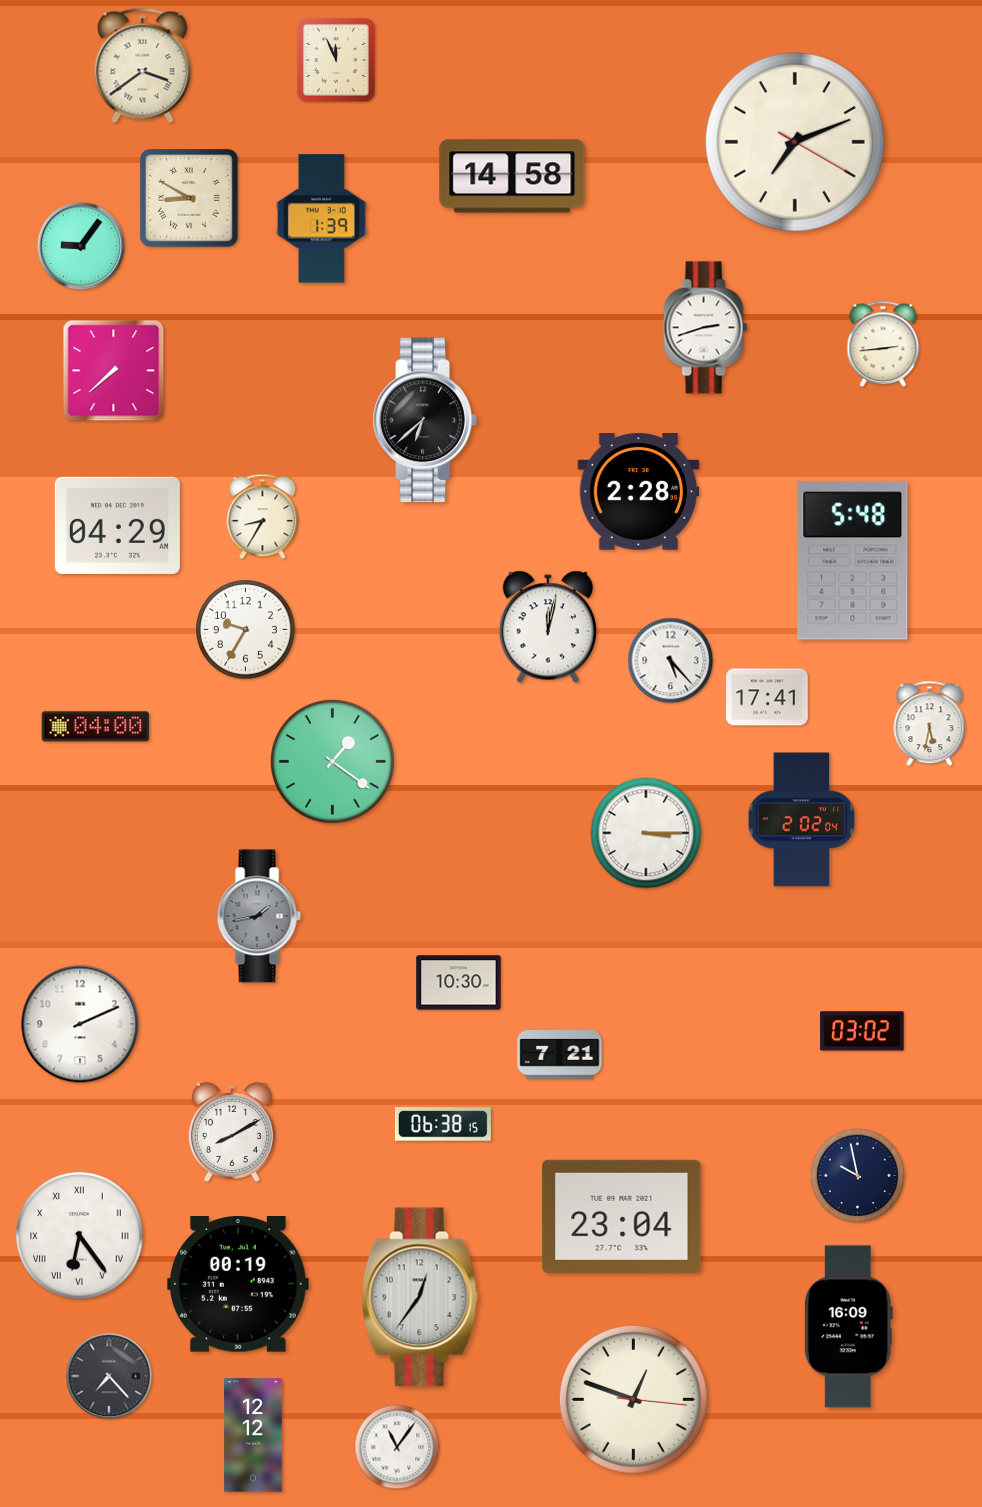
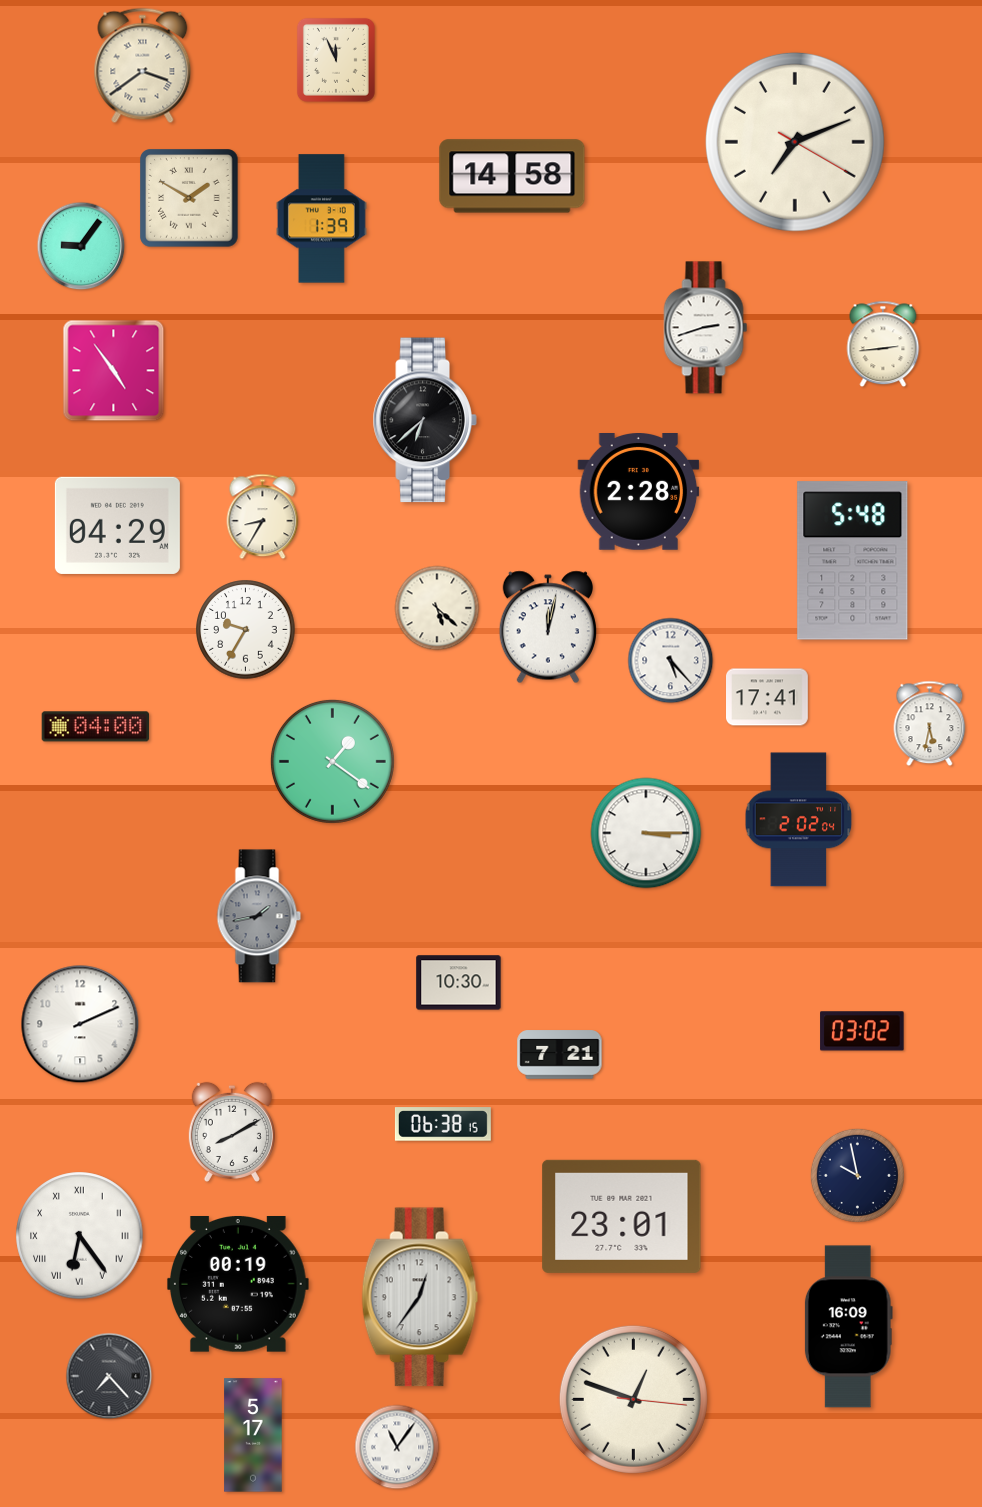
clock at (189, 198): 8:50 -> 1:50
clock at (114, 371): 7:38 -> 4:54
clock at (437, 608): none -> 5:22
clock at (802, 820) position: (802, 820) -> (799, 820)
clock at (622, 1216): 23:04 -> 23:01
clock at (253, 1435): 12:12 -> 5:17
